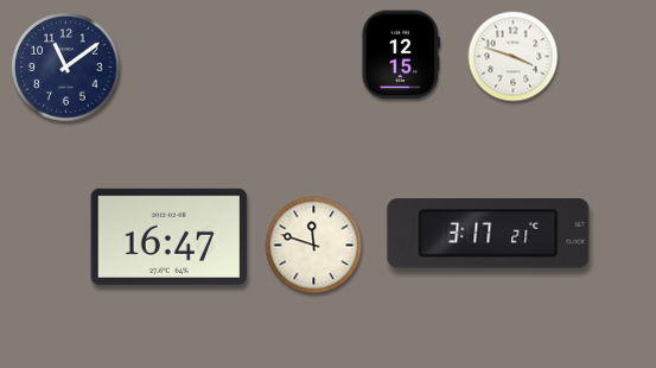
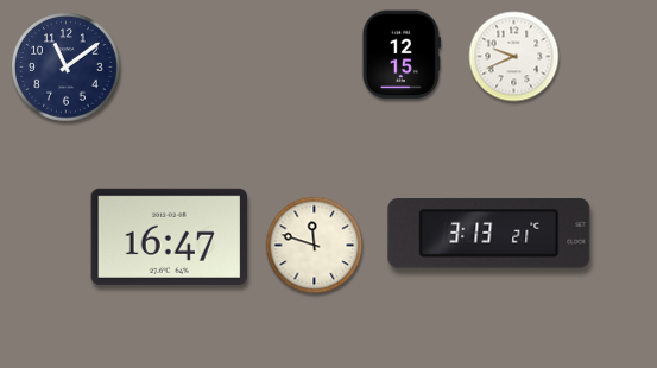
clock at (514, 57): 3:48 -> 9:41
clock at (489, 234): 3:17 -> 3:13
